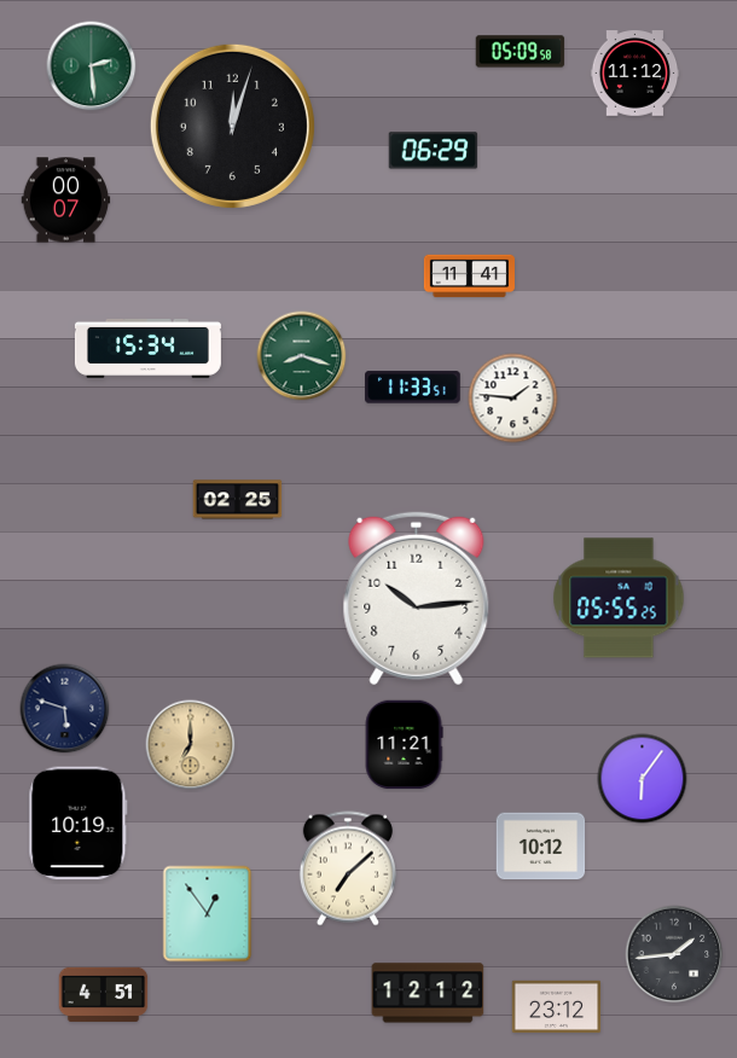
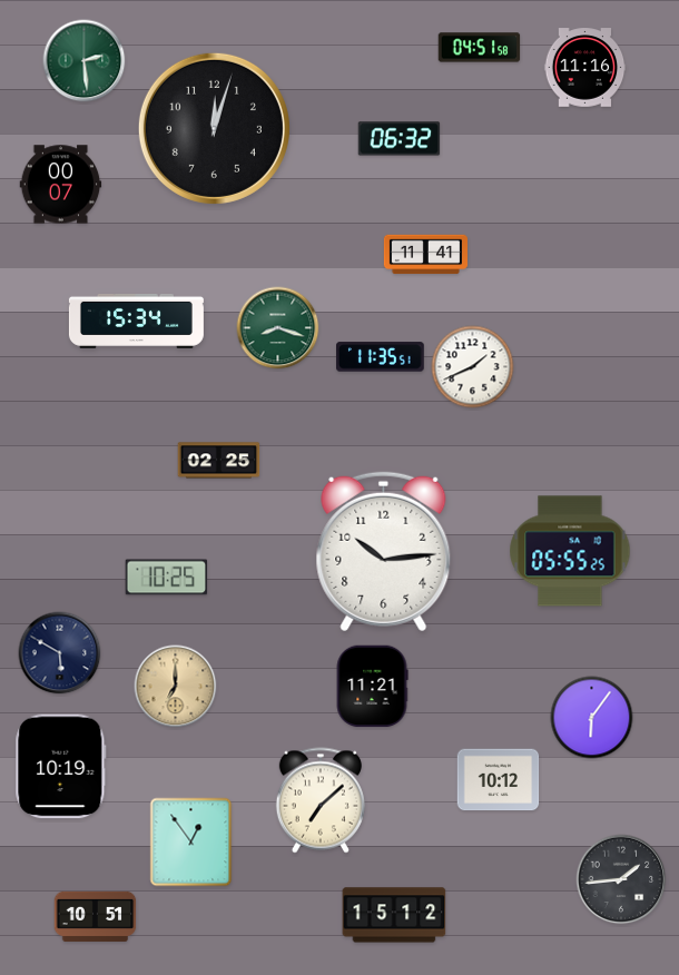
clock at (521, 52): 05:09 -> 04:51
clock at (636, 74): 11:12 -> 11:16
clock at (232, 126) position: (232, 126) -> (214, 128)
clock at (434, 151): 06:29 -> 06:32
clock at (469, 277) position: (469, 277) -> (425, 255)
clock at (413, 388): 11:33 -> 11:35
clock at (513, 399): 1:46 -> 1:41
clock at (167, 578): none -> 10:25
clock at (65, 709): 5:48 -> 5:50
clock at (79, 824) position: (79, 824) -> (61, 767)
clock at (428, 993): 12:12 -> 15:12
clock at (104, 994): 4:51 -> 10:51
clock at (557, 1007): 23:12 -> none
